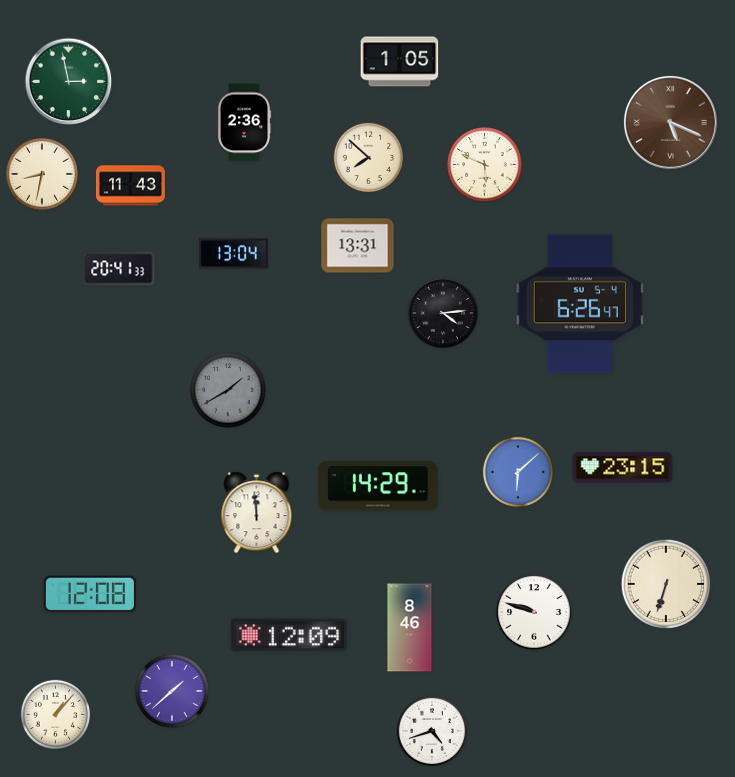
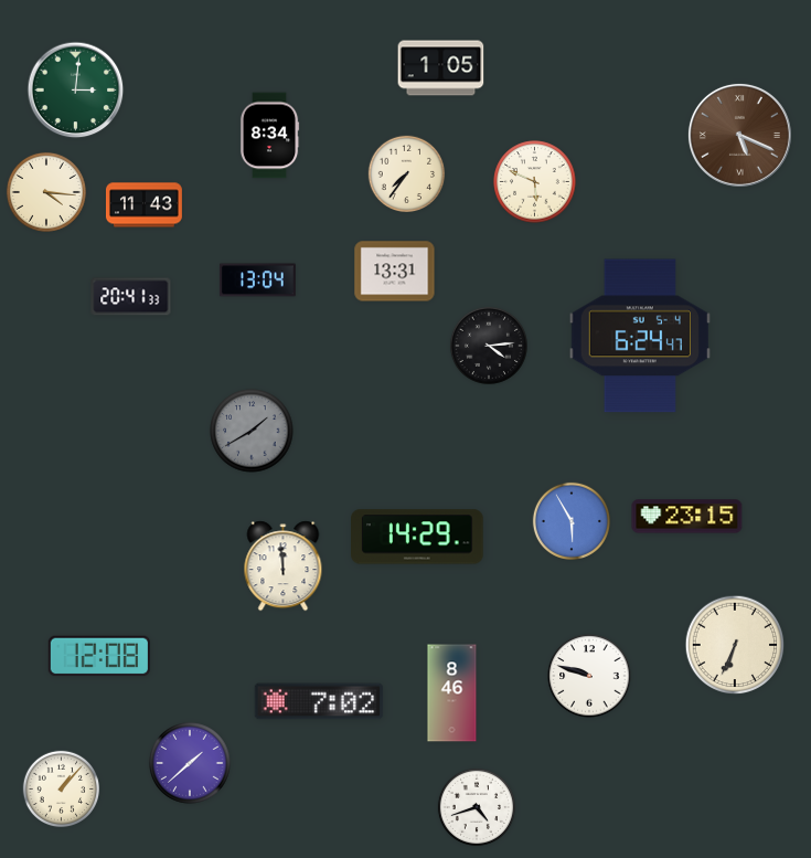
clock at (69, 82): 2:58 -> 3:01
clock at (244, 123): 2:36 -> 8:34
clock at (369, 158): 7:52 -> 7:36
clock at (42, 174): 8:32 -> 4:16
clock at (580, 304): 6:26 -> 6:24
clock at (518, 472): 6:08 -> 5:55
clock at (666, 584): 6:33 -> 6:34
clock at (289, 635): 12:09 -> 7:02
